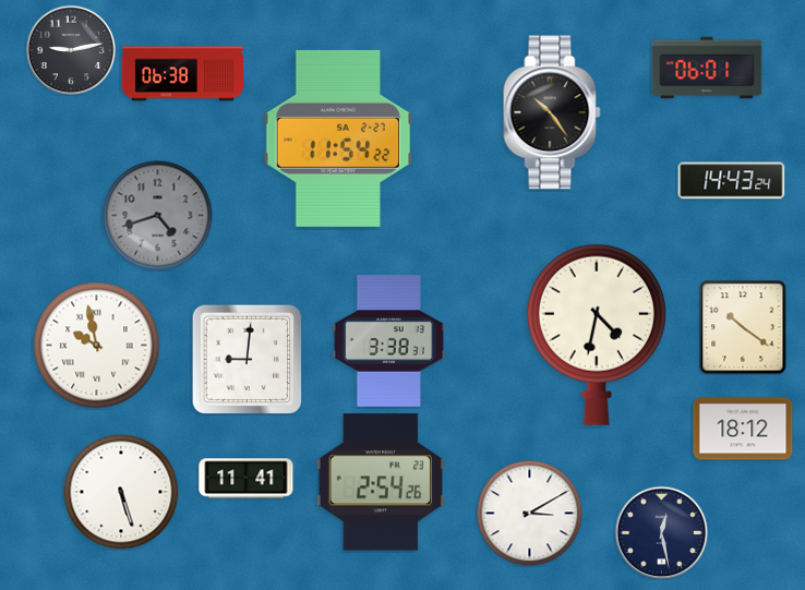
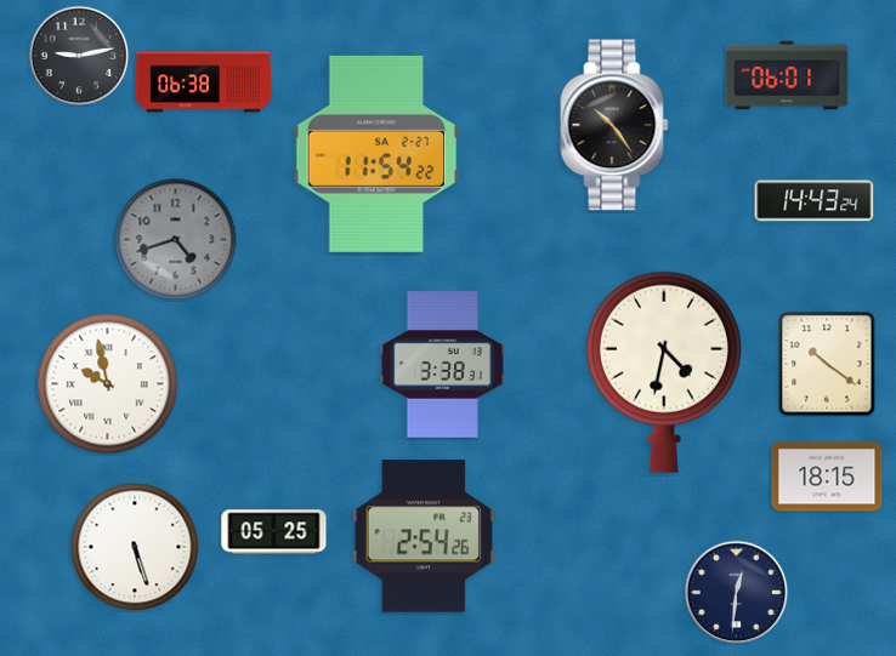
clock at (388, 341) position: (388, 341) -> (442, 365)
clock at (247, 359): 9:01 -> none
clock at (743, 429): 18:12 -> 18:15
clock at (247, 479): 11:41 -> 05:25
clock at (529, 513): 3:10 -> none
clock at (661, 532): 12:28 -> 12:31
